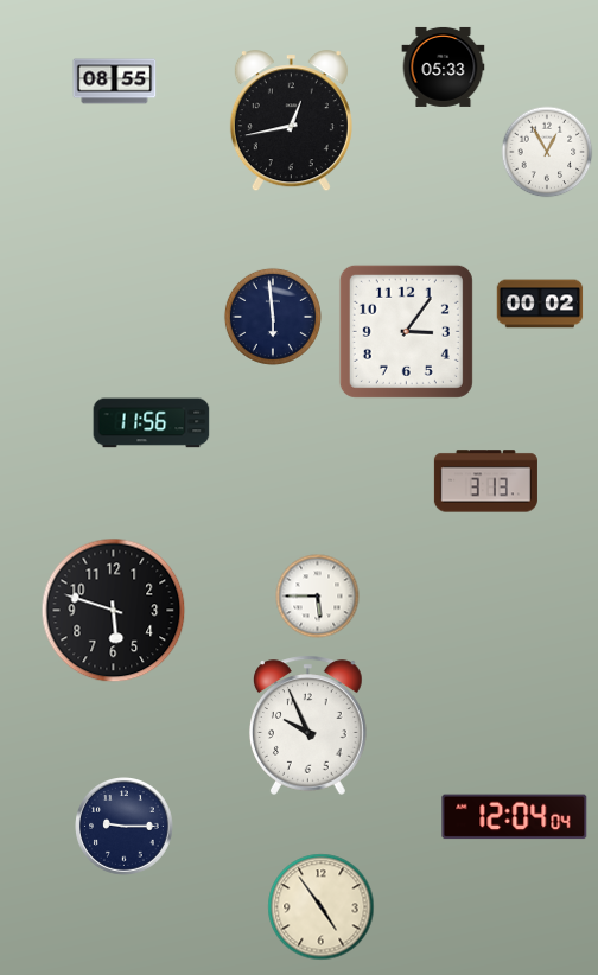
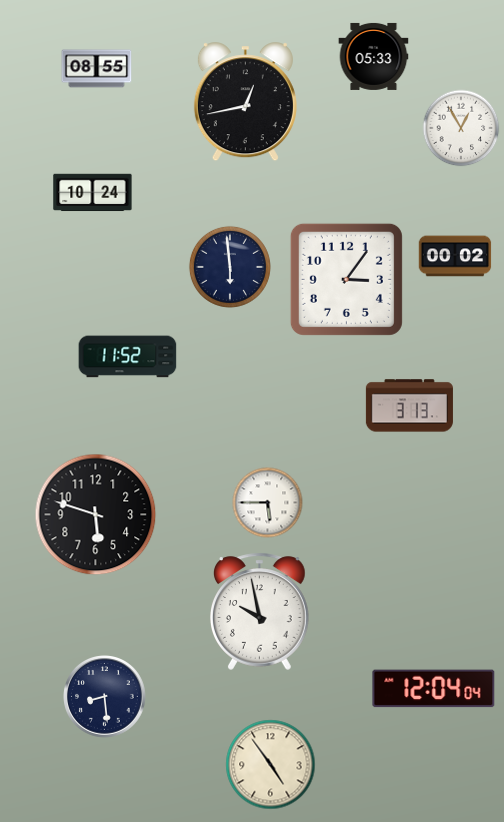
clock at (93, 193): none -> 10:24
clock at (406, 331) position: (406, 331) -> (346, 279)
clock at (152, 423): 11:56 -> 11:52
clock at (308, 725): 9:56 -> 9:58
clock at (125, 827): 9:15 -> 8:29
